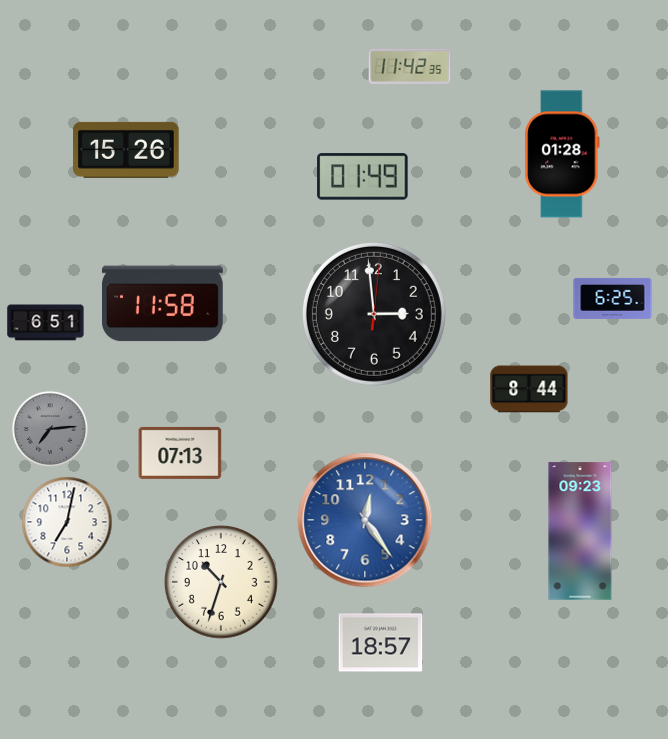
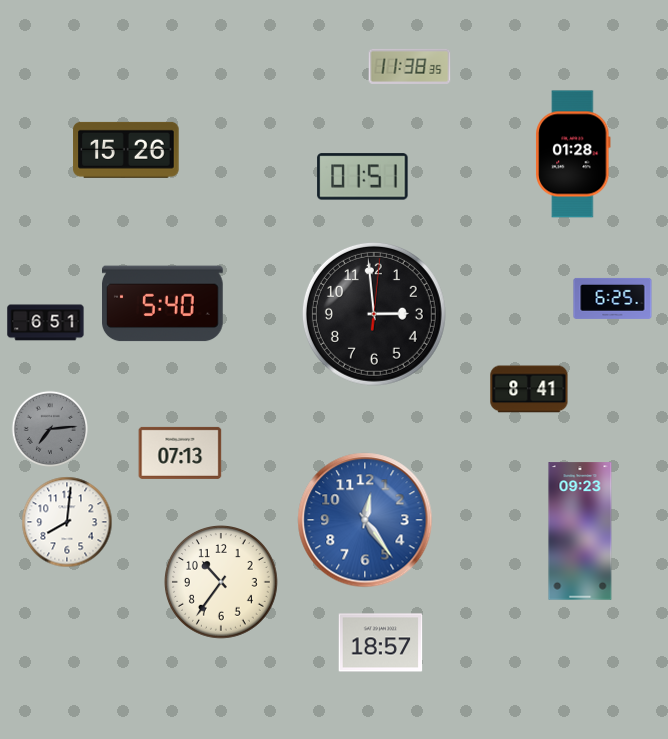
clock at (410, 66): 11:42 -> 11:38
clock at (562, 154) position: (562, 154) -> (573, 154)
clock at (363, 177): 01:49 -> 01:51
clock at (163, 304): 11:58 -> 5:40
clock at (529, 389): 8:44 -> 8:41
clock at (67, 522): 7:02 -> 8:01
clock at (222, 583): 10:33 -> 10:36
